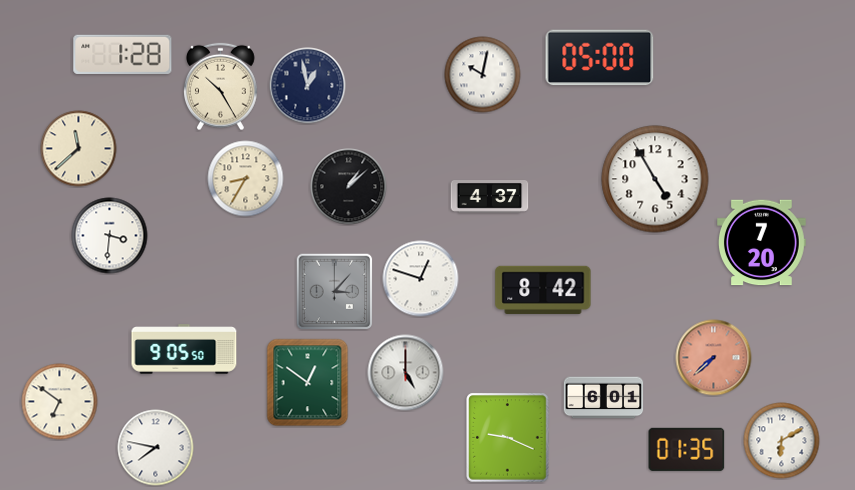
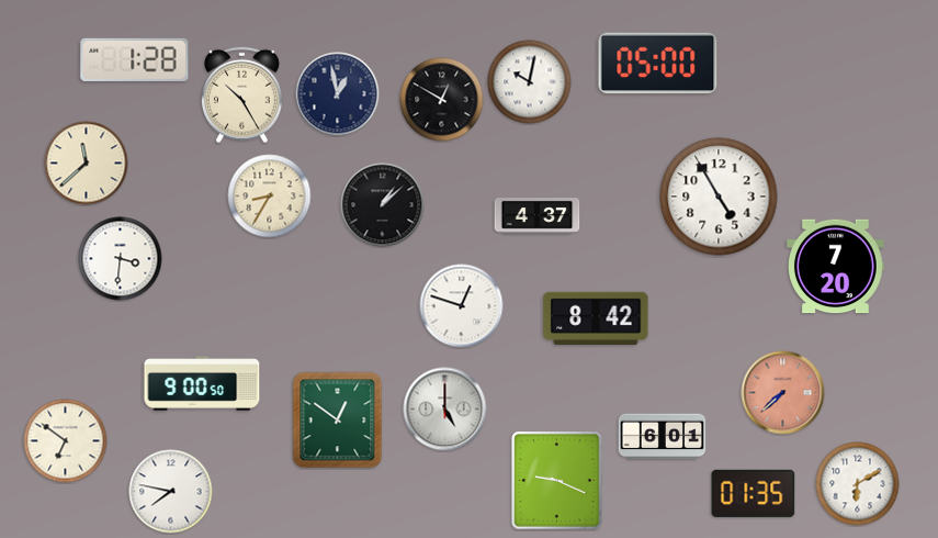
clock at (442, 100): none -> 12:50
clock at (334, 291): 3:07 -> none
clock at (184, 349): 9:05 -> 9:00
